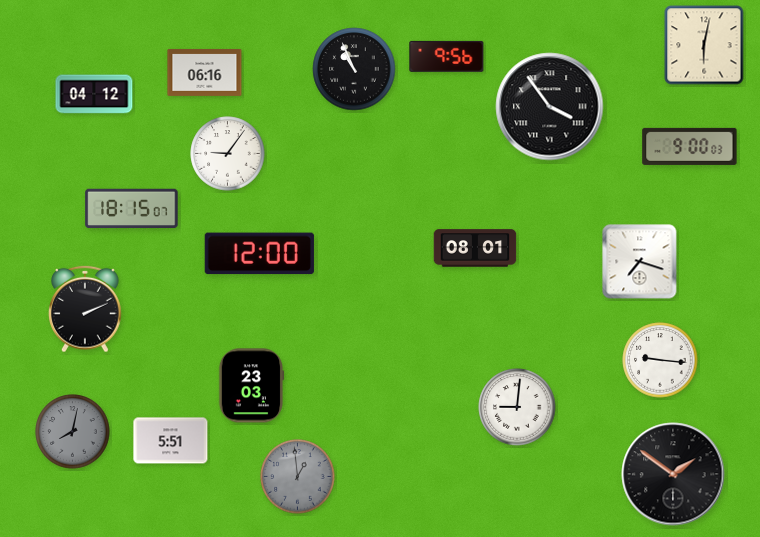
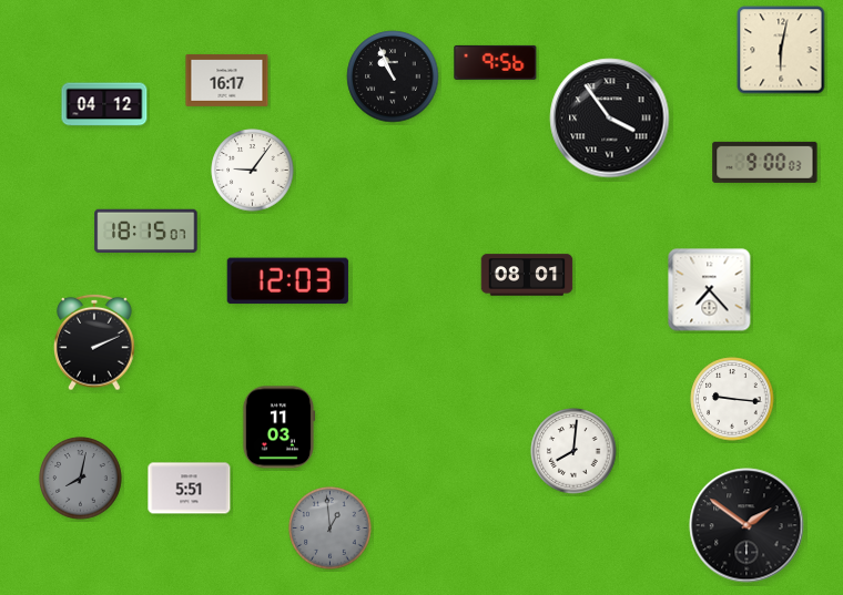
clock at (205, 72): 06:16 -> 16:17
clock at (259, 254): 12:00 -> 12:03
clock at (640, 262): 7:18 -> 7:23
clock at (251, 386): 23:03 -> 11:03
clock at (517, 407): 9:01 -> 8:01
